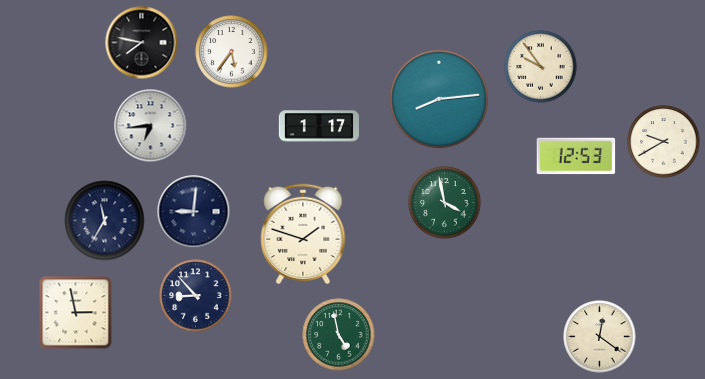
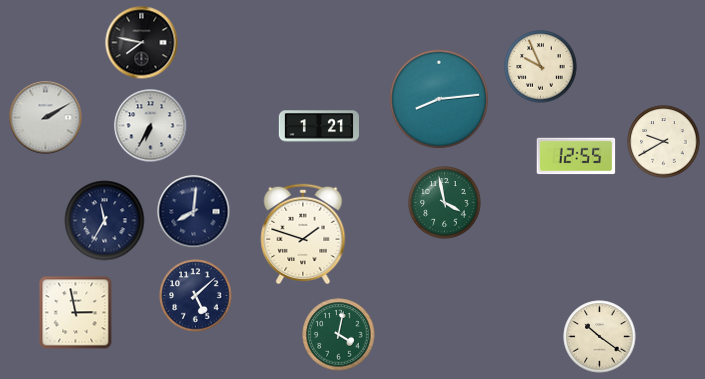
clock at (232, 52): 5:36 -> none
clock at (541, 67): 9:54 -> 9:56
clock at (46, 118): none -> 2:10
clock at (151, 126): 6:44 -> 6:35
clock at (318, 126): 1:17 -> 1:21
clock at (576, 156): 12:53 -> 12:55
clock at (194, 212): 9:01 -> 8:01
clock at (196, 296): 8:53 -> 5:08
clock at (339, 335): 4:58 -> 4:02
clock at (600, 337): 12:21 -> 10:21
